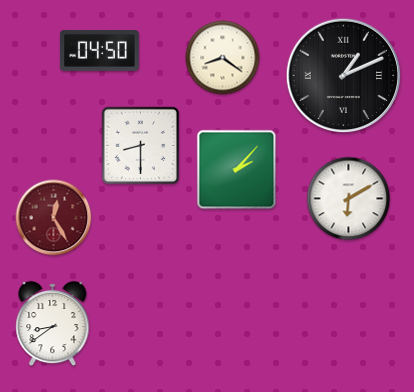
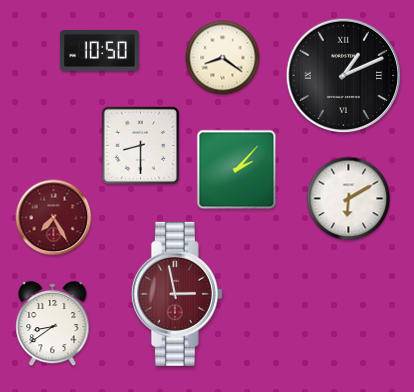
clock at (100, 51): 04:50 -> 10:50
clock at (54, 218): 12:25 -> 7:25
clock at (177, 294): none -> 2:58
